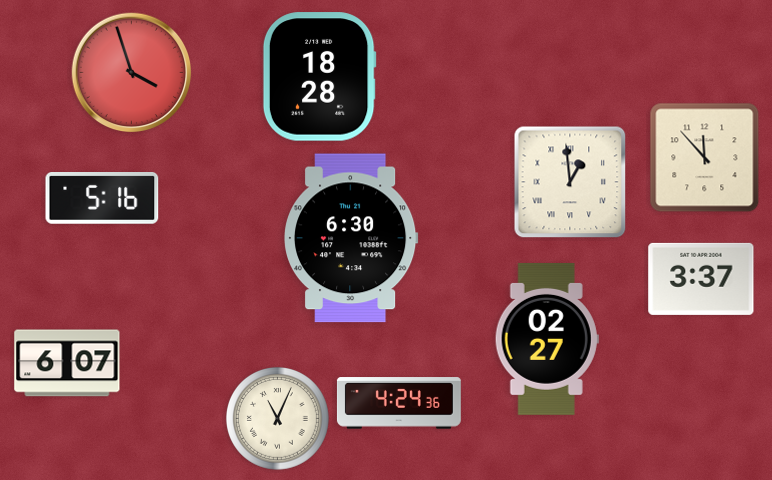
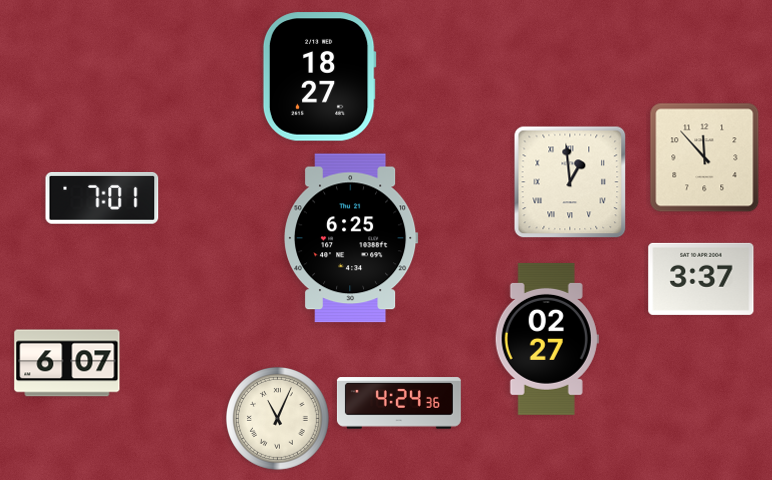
clock at (132, 73): 3:57 -> none
clock at (319, 77): 18:28 -> 18:27
clock at (102, 199): 5:16 -> 7:01
clock at (352, 238): 6:30 -> 6:25
